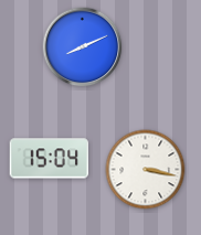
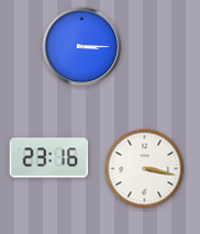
clock at (83, 47): 8:11 -> 3:15
clock at (50, 159): 15:04 -> 23:16
